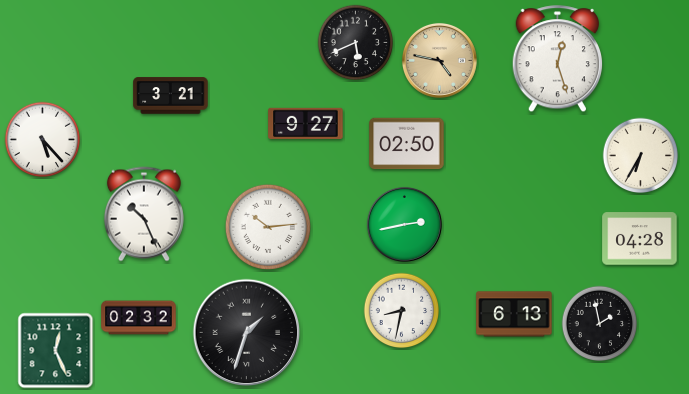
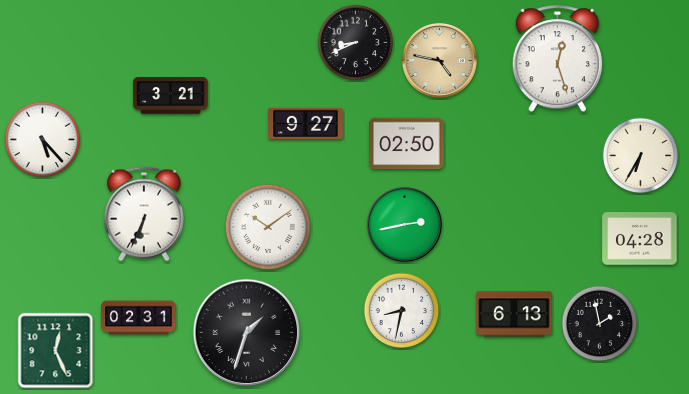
clock at (356, 43): 5:41 -> 8:41
clock at (144, 214): 10:26 -> 6:34
clock at (268, 227): 10:14 -> 10:09
clock at (139, 318): 02:32 -> 02:31
